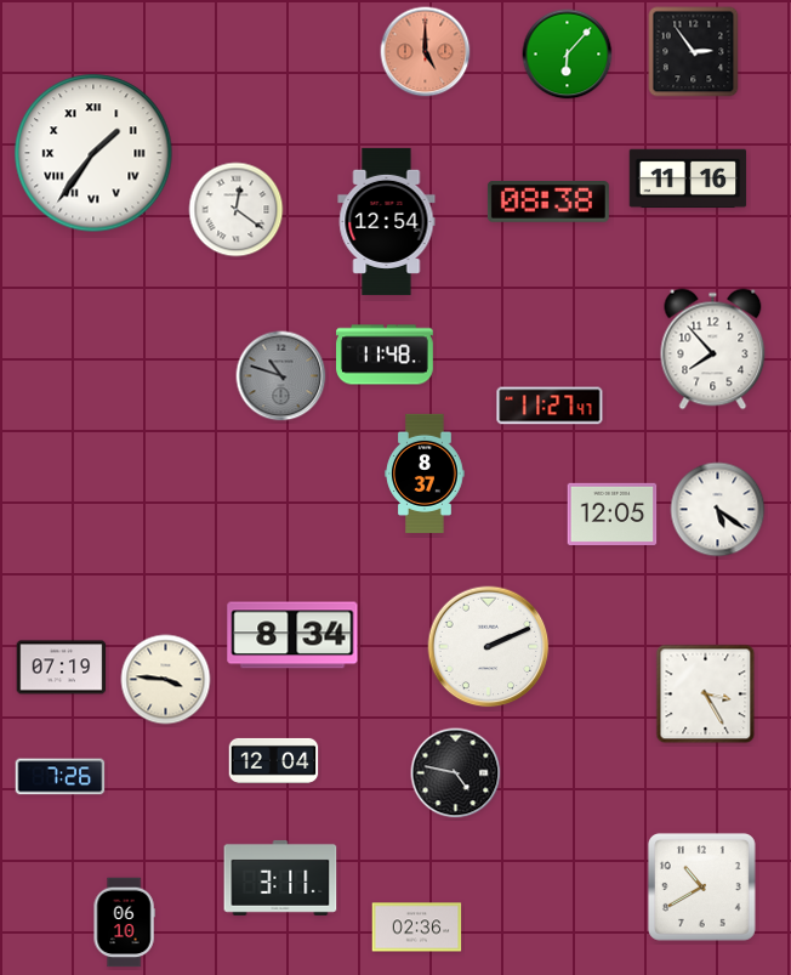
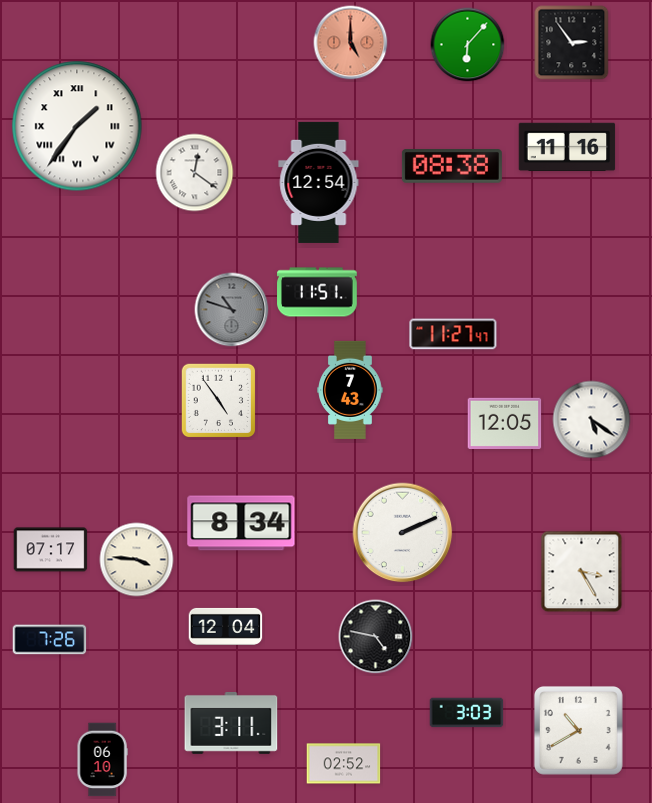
clock at (713, 350): 7:53 -> none
clock at (385, 355): 11:48 -> 11:51
clock at (425, 474): 8:37 -> 7:43
clock at (219, 401): none -> 4:54
clock at (62, 668): 07:19 -> 07:17
clock at (467, 713): none -> 3:03
clock at (417, 928): 02:36 -> 02:52
